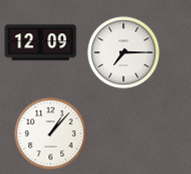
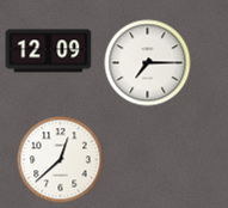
clock at (51, 134): 1:07 -> 12:38
